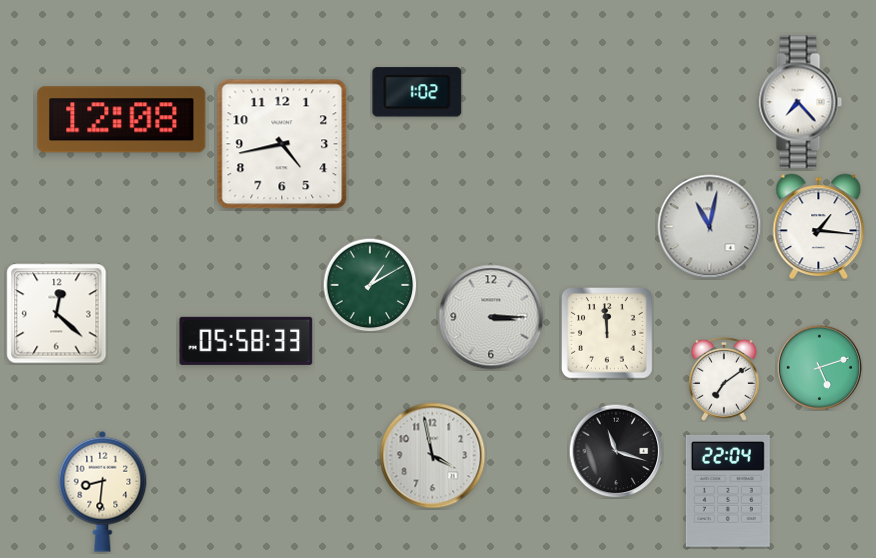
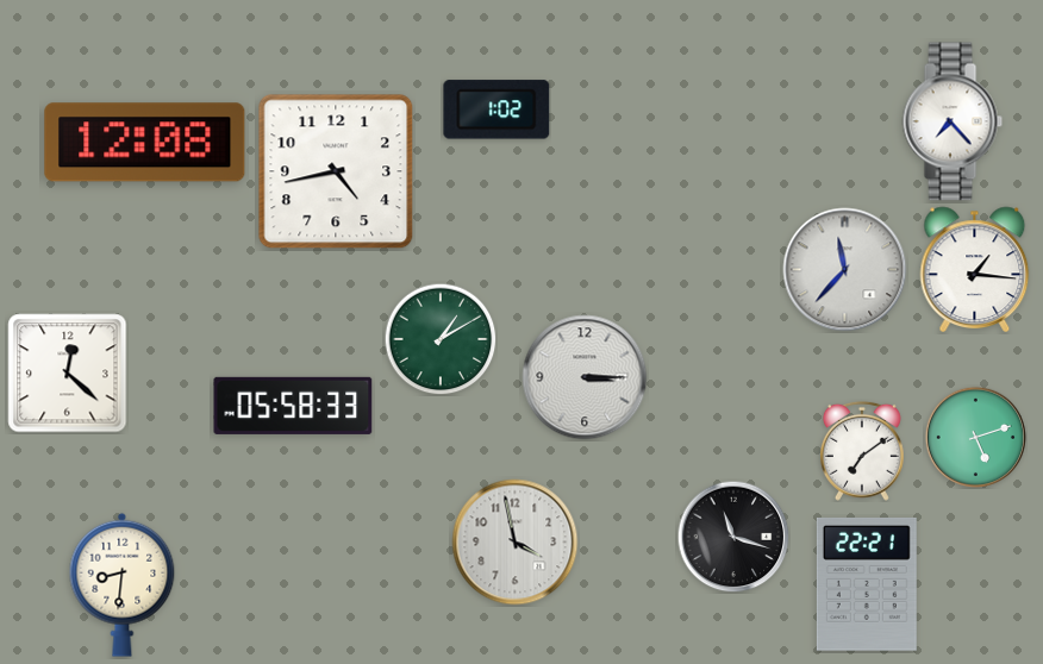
clock at (710, 227): 11:02 -> 11:37
clock at (608, 334): 11:59 -> none
clock at (728, 491): 22:04 -> 22:21
